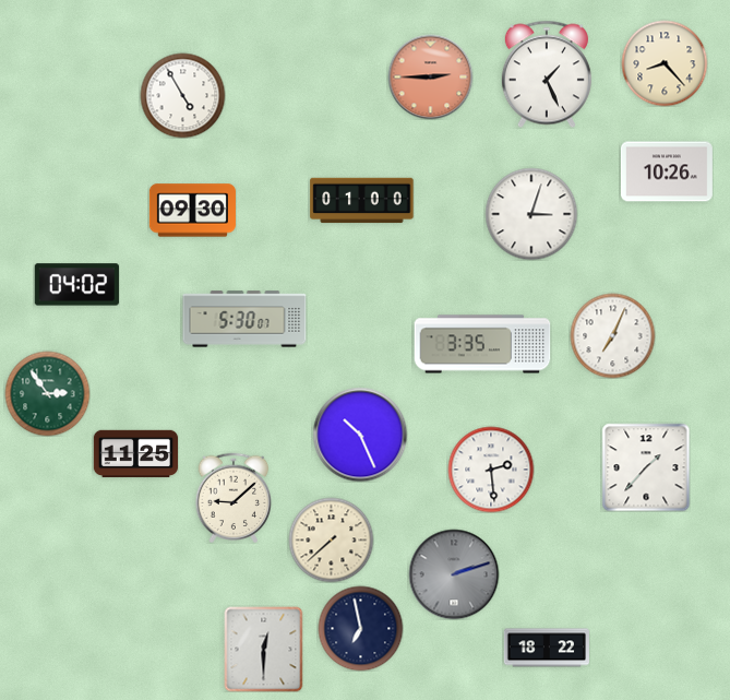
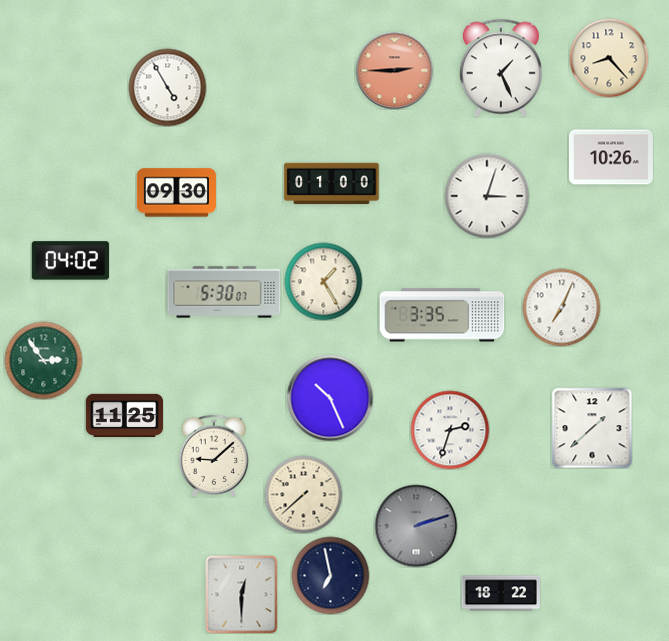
clock at (323, 281): none -> 1:25
clock at (646, 467): 1:37 -> 1:38
clock at (491, 470): 2:29 -> 2:33
